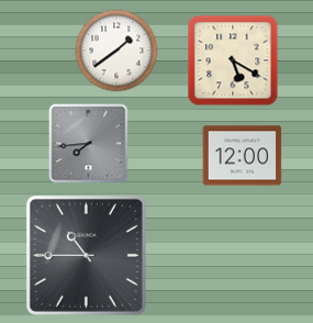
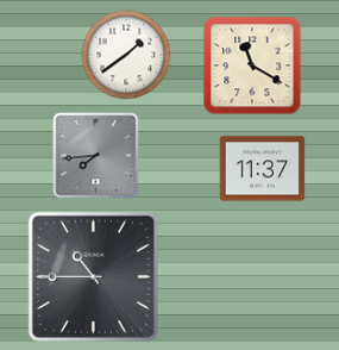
clock at (233, 60): 5:20 -> 11:20
clock at (243, 156): 12:00 -> 11:37
